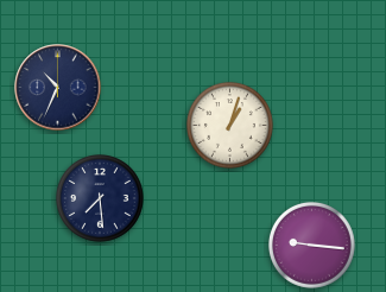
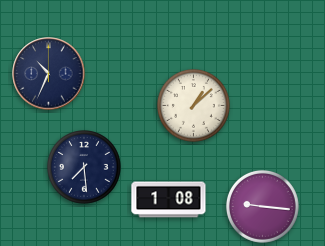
clock at (229, 125): 1:03 -> 1:08
clock at (169, 200): none -> 1:08
